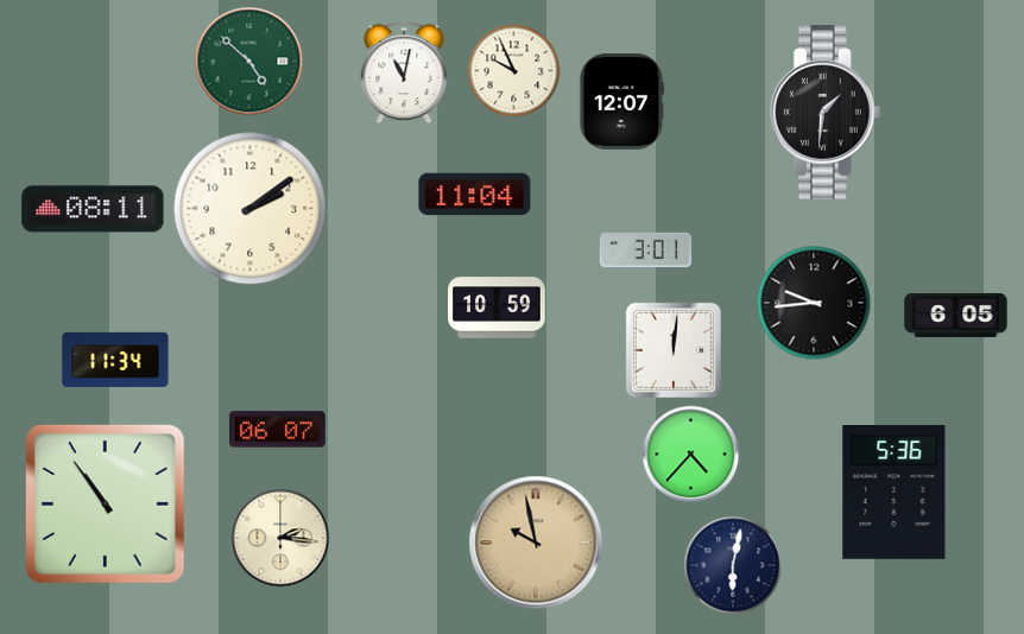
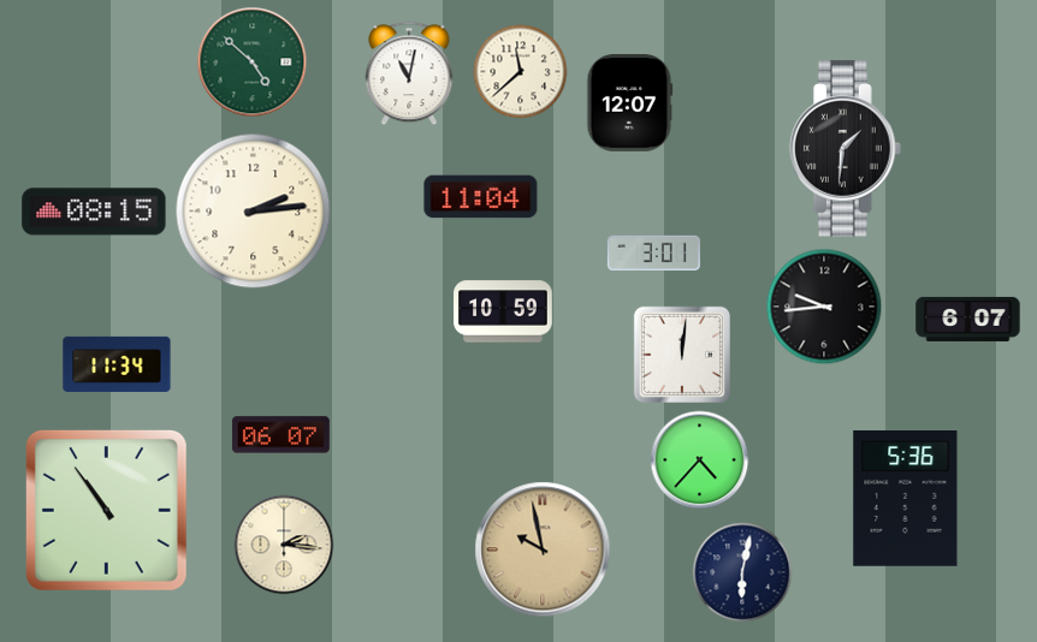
clock at (514, 71): 9:56 -> 11:38
clock at (824, 113) position: (824, 113) -> (845, 149)
clock at (93, 209): 08:11 -> 08:15
clock at (251, 209): 2:09 -> 2:14
clock at (956, 315): 6:05 -> 6:07
